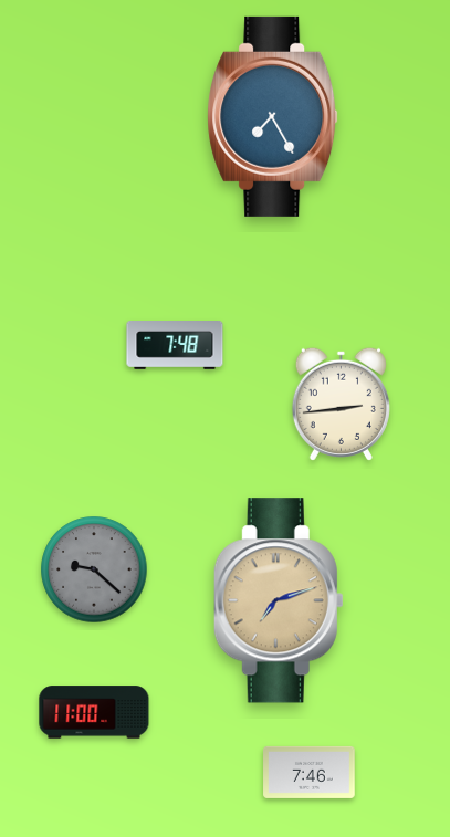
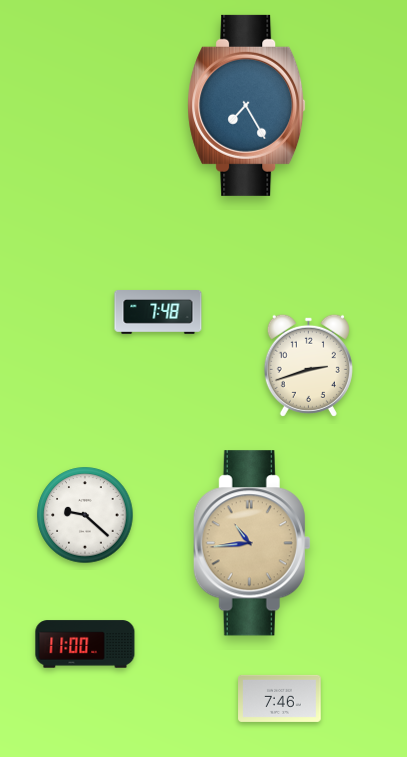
clock at (341, 404): 2:44 -> 2:42
clock at (94, 569) dial: grey -> white
clock at (279, 600): 7:12 -> 10:44
